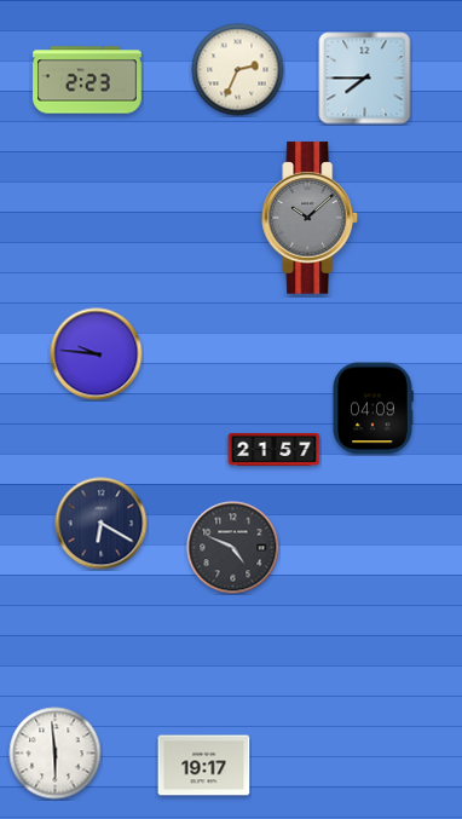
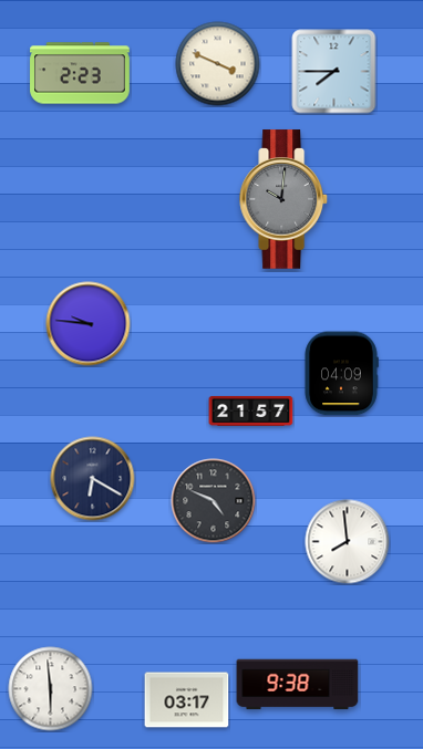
clock at (238, 70): 2:34 -> 3:49
clock at (311, 218): 10:08 -> 10:01
clock at (348, 542): none -> 7:59
clock at (298, 685): none -> 9:38
clock at (204, 766): 19:17 -> 03:17
